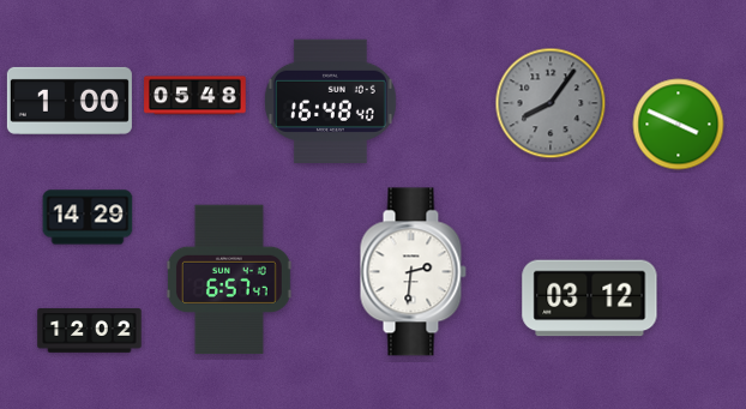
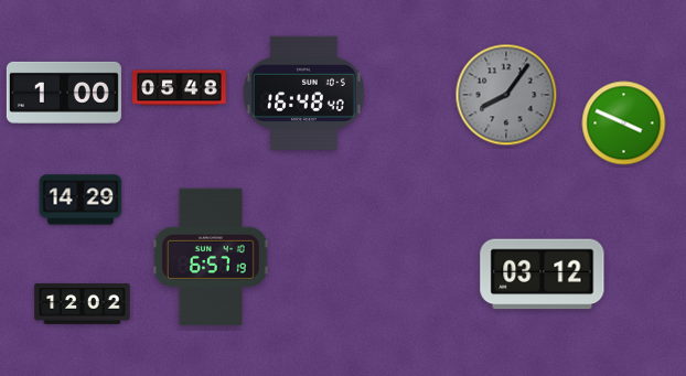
clock at (679, 125) position: (679, 125) -> (624, 123)
clock at (413, 272): 2:31 -> none
clock at (229, 279): 6:57:47 -> 6:57:19
